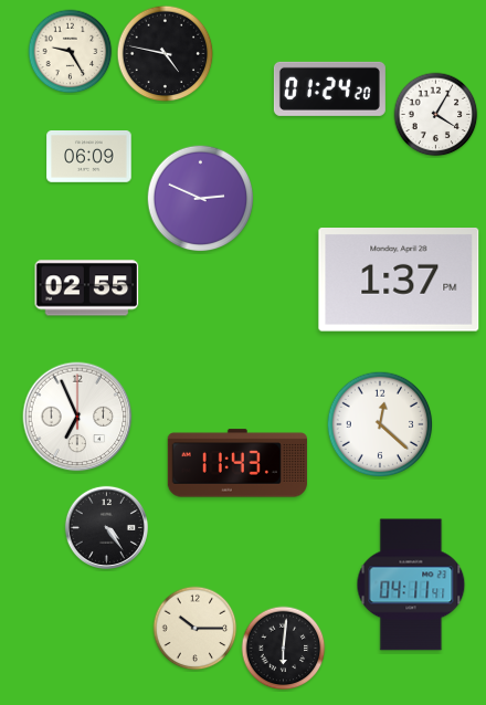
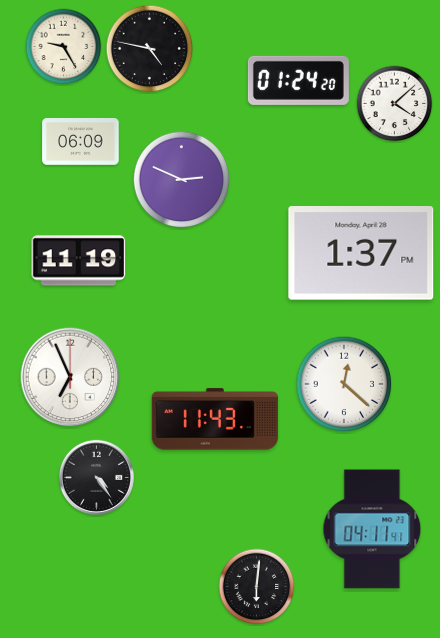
clock at (436, 115): 4:05 -> 4:08
clock at (87, 288): 02:55 -> 11:19
clock at (196, 629): 10:15 -> none
